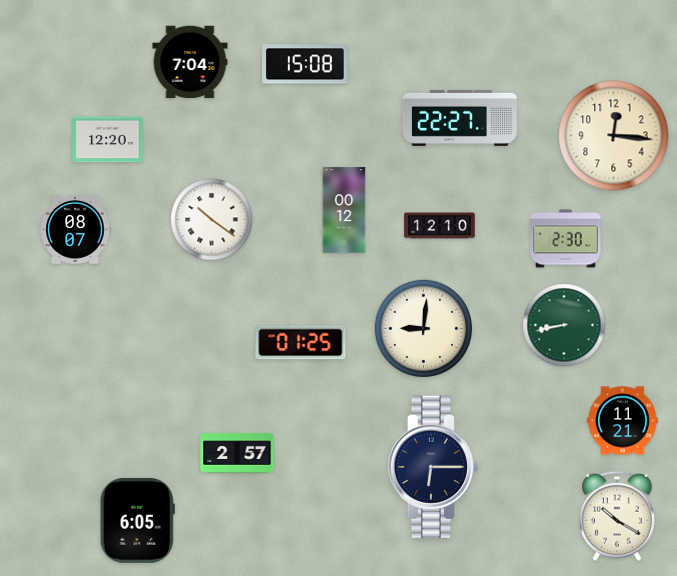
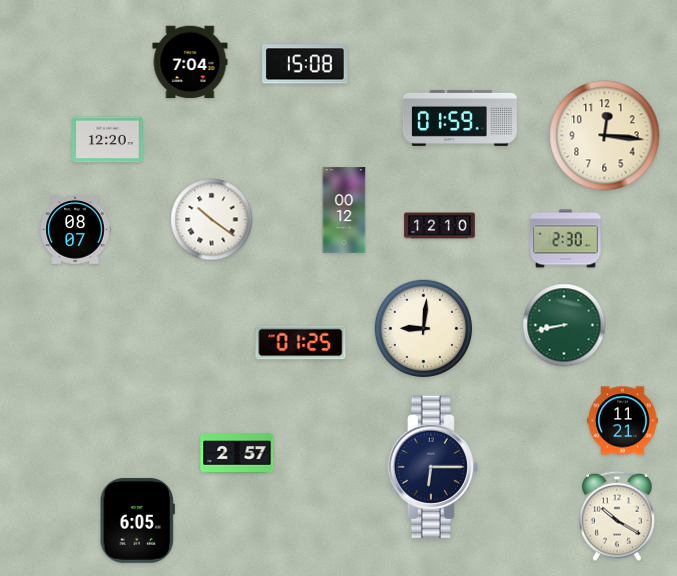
clock at (460, 118): 22:27 -> 01:59
clock at (614, 136) position: (614, 136) -> (605, 136)
